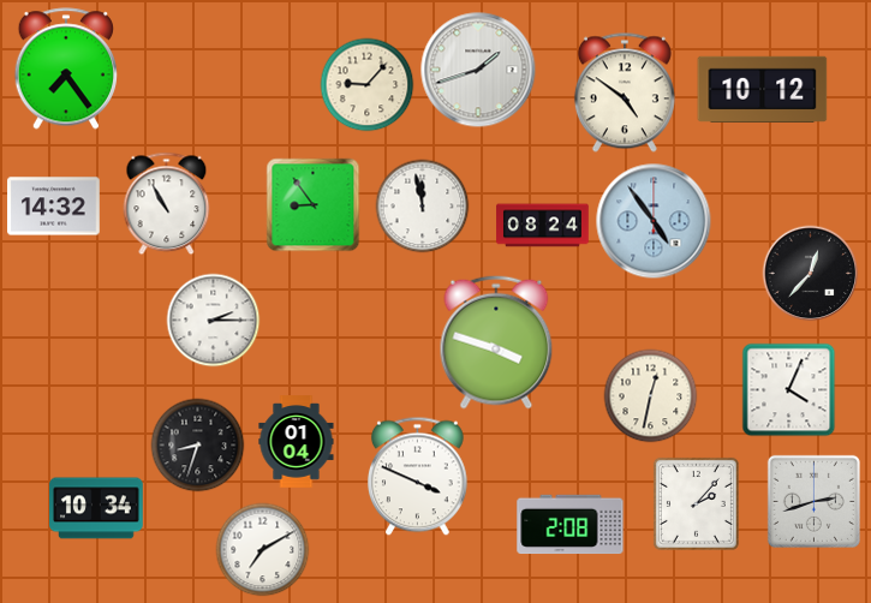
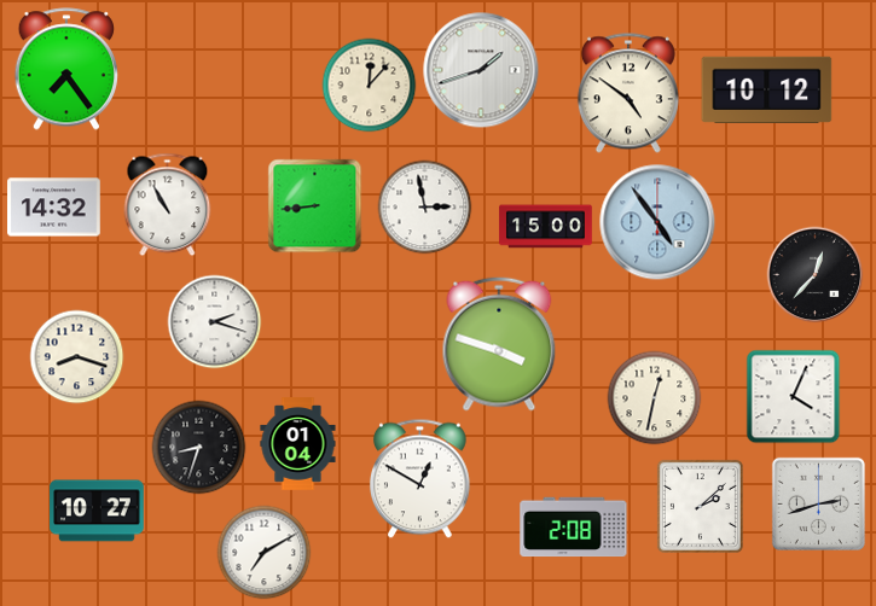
clock at (366, 84): 9:07 -> 12:07
clock at (312, 204): 8:54 -> 8:44
clock at (422, 205): 11:58 -> 2:58
clock at (543, 226): 08:24 -> 15:00
clock at (213, 320): 2:15 -> 2:18
clock at (76, 356): none -> 8:18
clock at (788, 389) position: (788, 389) -> (793, 396)
clock at (417, 476): 3:49 -> 12:50
clock at (696, 503): 2:07 -> 2:08
clock at (96, 508): 10:34 -> 10:27
